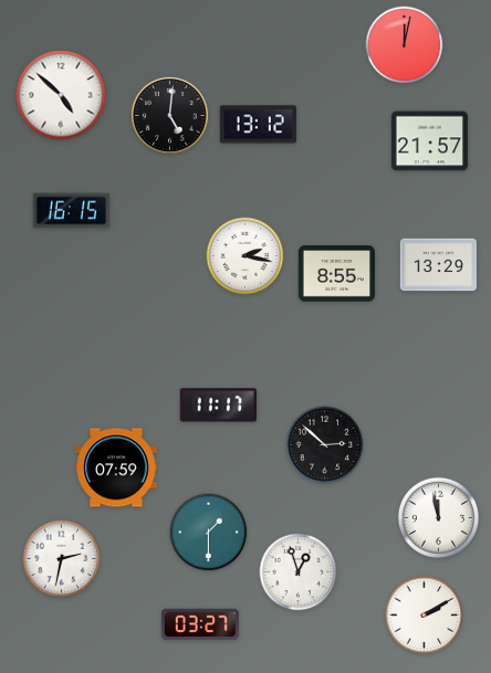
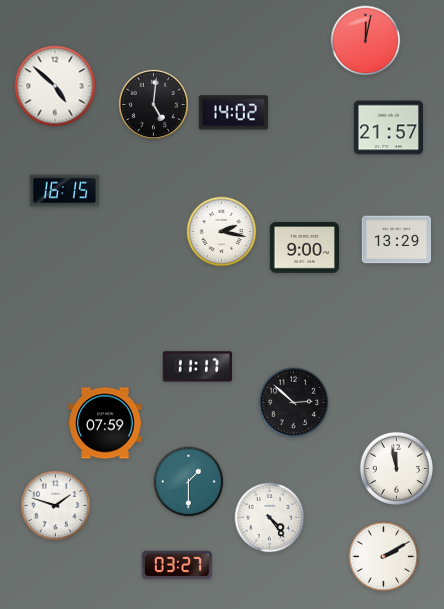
clock at (258, 125): 13:12 -> 14:02
clock at (336, 274): 8:55 -> 9:00
clock at (62, 559): 2:32 -> 1:48
clock at (299, 572): 12:57 -> 4:24
clock at (200, 624) position: (200, 624) -> (177, 565)
